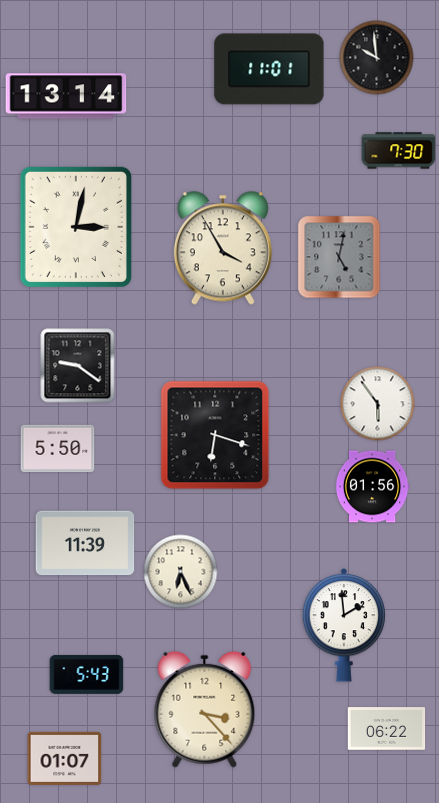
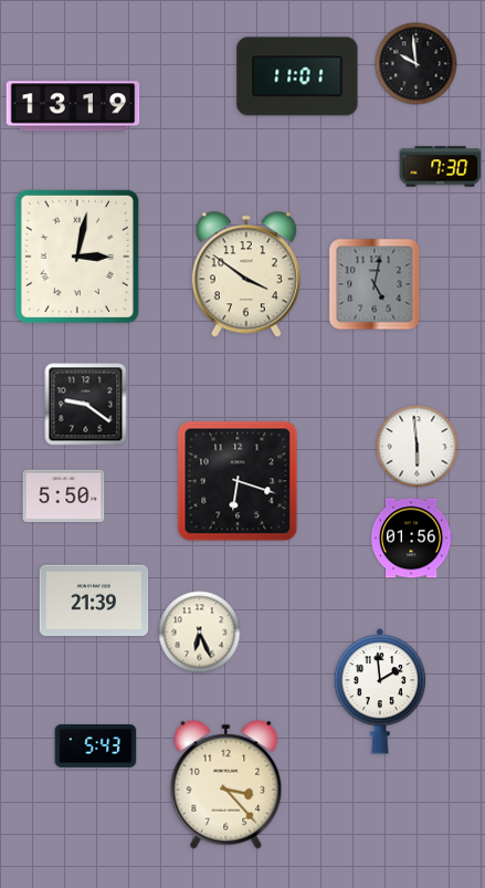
clock at (66, 96): 13:14 -> 13:19
clock at (76, 227) position: (76, 227) -> (77, 257)
clock at (223, 248): 3:55 -> 3:51
clock at (378, 404): 5:54 -> 5:59
clock at (85, 543): 11:39 -> 21:39
clock at (387, 729): 06:22 -> none
clock at (65, 758): 01:07 -> none
